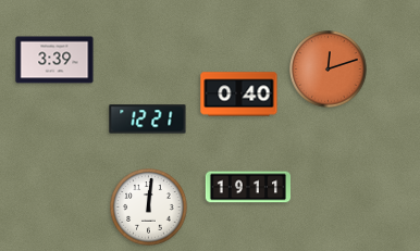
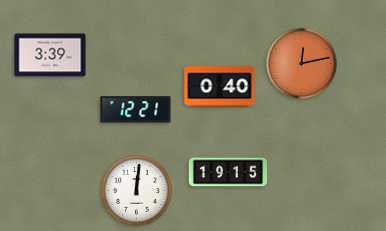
clock at (329, 70): 12:12 -> 12:13
clock at (247, 187): 19:11 -> 19:15
